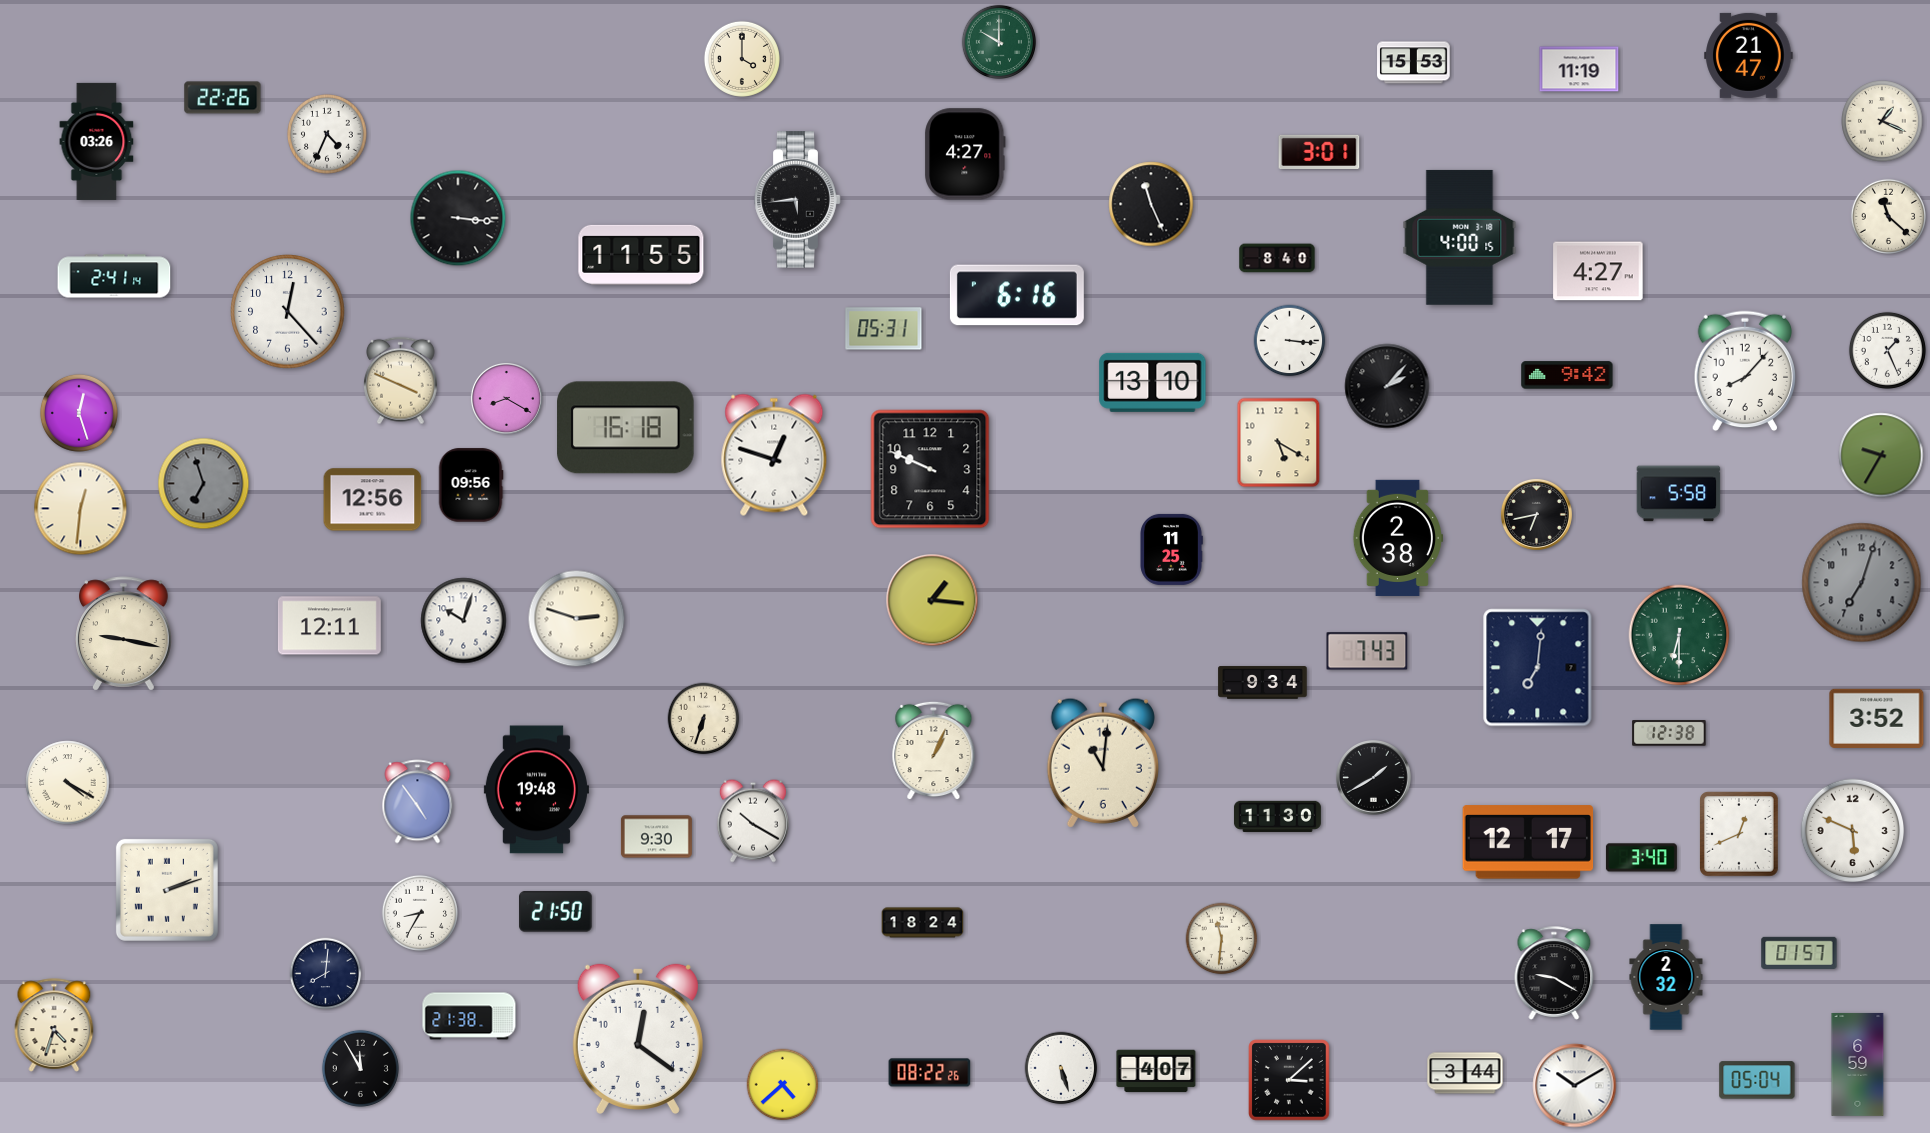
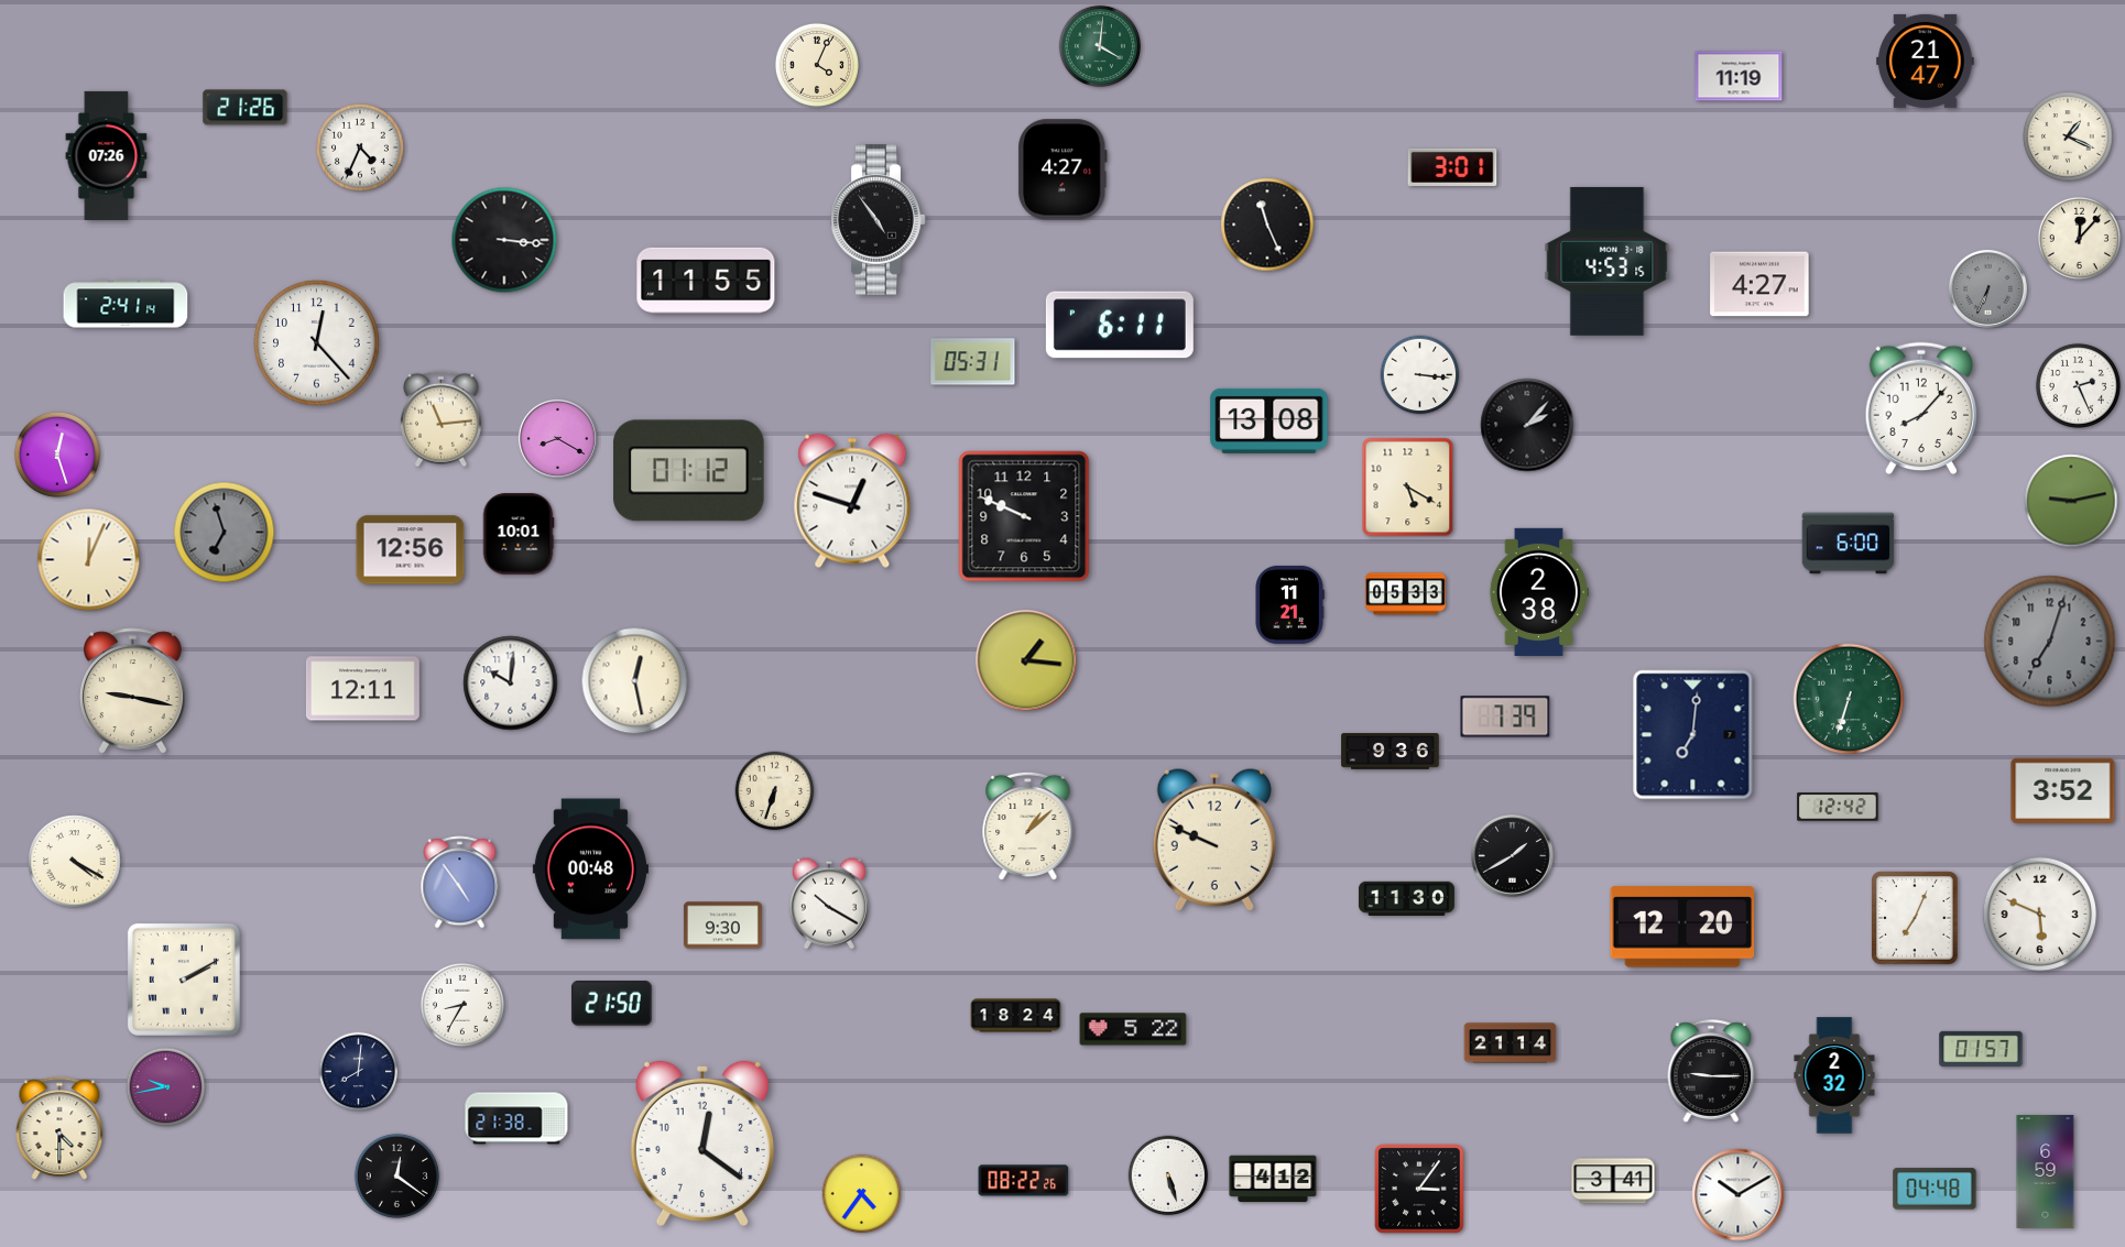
clock at (998, 41): 10:00 -> 4:01
clock at (742, 59): 4:00 -> 4:04
clock at (1414, 63): 15:53 -> none
clock at (223, 98): 22:26 -> 21:26
clock at (1882, 121) position: (1882, 121) -> (2068, 136)
clock at (97, 141): 03:26 -> 07:26
clock at (798, 200): 5:44 -> 4:54
clock at (1888, 216): 11:22 -> 12:07
clock at (1460, 237): 4:00 -> 4:53
clock at (1277, 258): 8:40 -> none
clock at (1987, 288): none -> 6:34
clock at (1598, 271) position: (1598, 271) -> (1759, 284)
clock at (1017, 295): 6:16 -> 6:11
clock at (1887, 350): 1:26 -> 2:26
clock at (1567, 375): 9:42 -> none
clock at (401, 381): 3:49 -> 11:14
clock at (1153, 382): 13:10 -> 13:08
clock at (79, 413) position: (79, 413) -> (57, 455)
clock at (626, 428): 16:18 -> 01:12
clock at (1881, 455): 9:35 -> 9:13
clock at (471, 485): 09:56 -> 10:01
clock at (1679, 494): 5:58 -> 6:00
clock at (81, 509): 12:31 -> 12:04
clock at (1536, 514): 6:43 -> none
clock at (1406, 594): none -> 05:33
clock at (1171, 549): 11:25 -> 11:21
clock at (577, 619): 2:48 -> 12:28
clock at (464, 621): 10:03 -> 10:01
clock at (124, 634) position: (124, 634) -> (133, 691)
clock at (1679, 635): 6:30 -> 6:33
clock at (1367, 651): 7:43 -> 7:39
clock at (1263, 683): 9:34 -> 9:36
clock at (1877, 718) position: (1877, 718) -> (2063, 790)
clock at (1669, 733): 12:38 -> 12:42
clock at (934, 751): 1:04 -> 1:08
clock at (1103, 763): 11:01 -> 9:49
clock at (536, 790): 19:48 -> 00:48
clock at (1739, 834): 12:41 -> 7:04
clock at (656, 837) position: (656, 837) -> (722, 926)
clock at (1528, 842): 12:17 -> 12:20
clock at (1641, 858): 3:40 -> none
clock at (167, 890): 2:12 -> 2:10
clock at (1133, 1029): none -> 5:22
clock at (1222, 939): 11:31 -> none
clock at (1511, 1043): none -> 21:14
clock at (1554, 973): 9:20 -> 9:15
clock at (166, 1087): none -> 9:43
clock at (54, 1025): 4:33 -> 4:30
clock at (360, 1068): 11:55 -> 12:21
clock at (1156, 1071): 4:07 -> 4:12
clock at (1465, 1073): 3:44 -> 3:41
clock at (1289, 1080): 3:08 -> 3:06
clock at (1757, 1080): 05:04 -> 04:48
clock at (783, 1085): 4:38 -> 4:36
clock at (1575, 1086) position: (1575, 1086) -> (1739, 1195)
